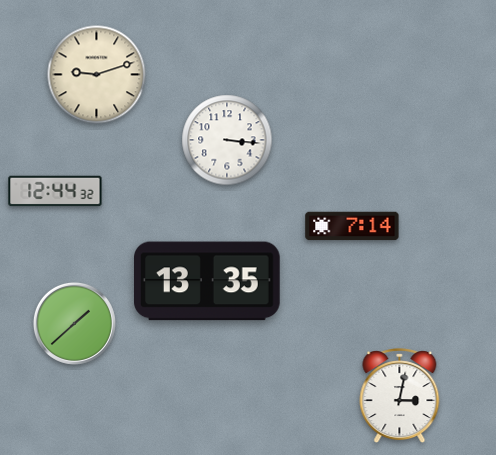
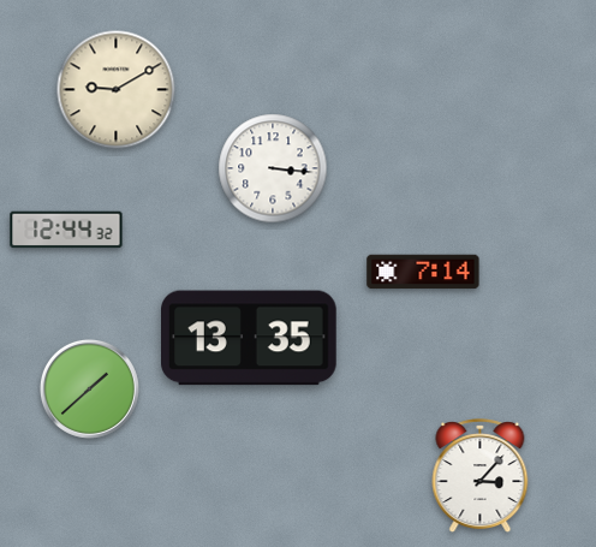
clock at (97, 75): 9:12 -> 9:10
clock at (400, 396): 3:02 -> 3:07
